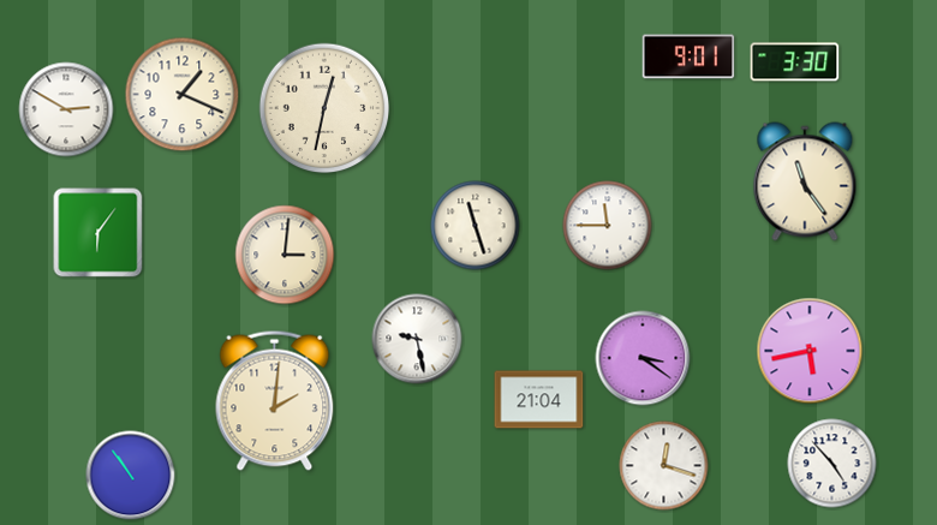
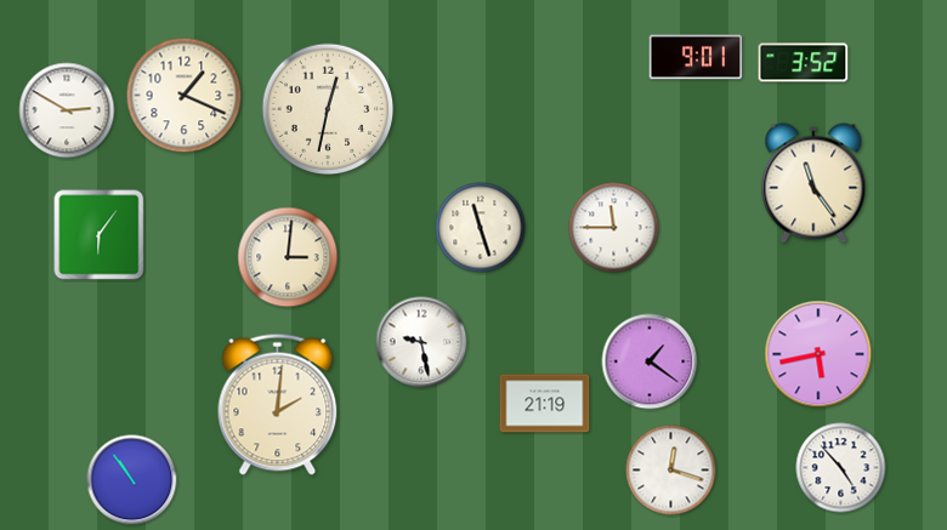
clock at (795, 62): 3:30 -> 3:52
clock at (643, 358): 3:21 -> 1:21
clock at (539, 400): 21:04 -> 21:19
